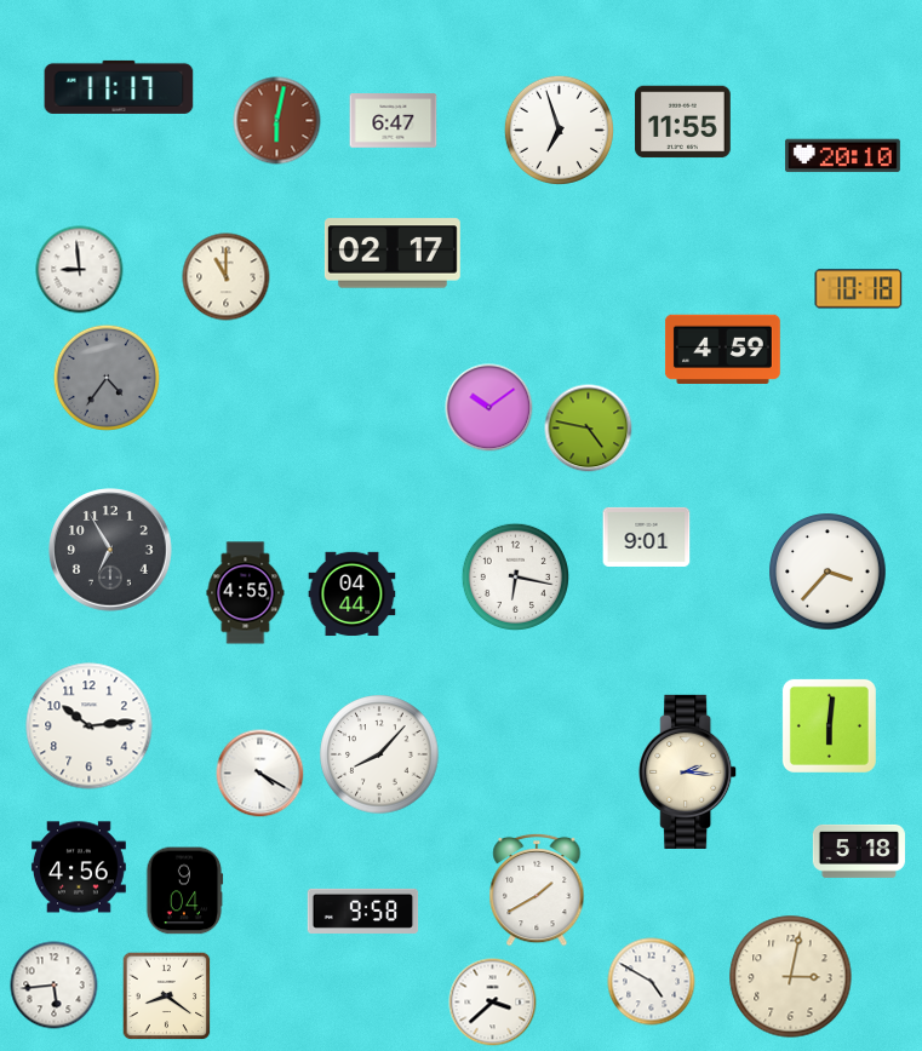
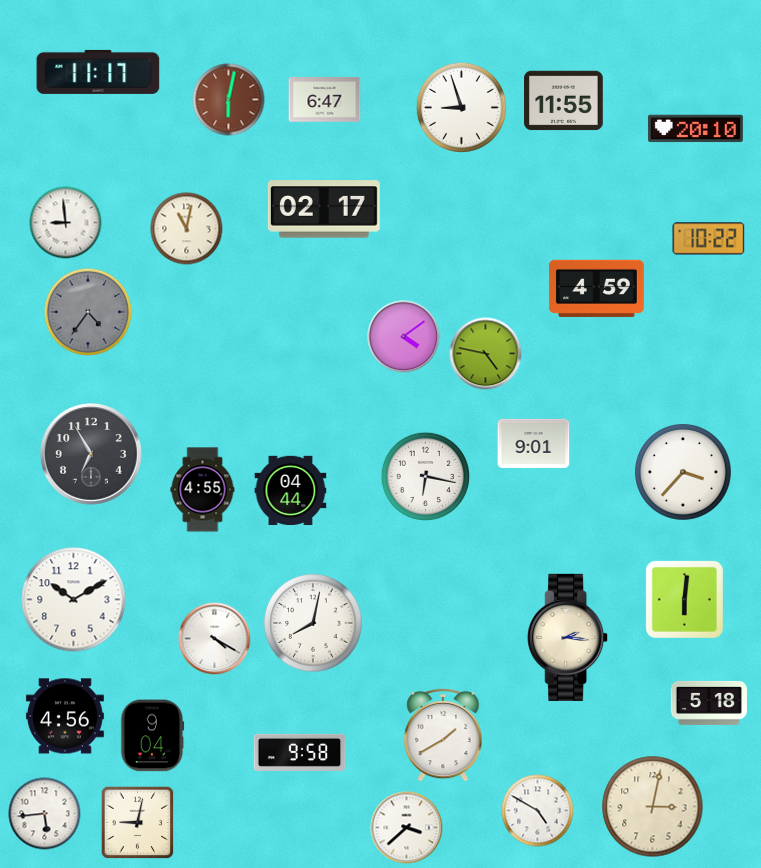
clock at (559, 130): 6:57 -> 8:57
clock at (227, 277): 11:00 -> 11:02
clock at (859, 289): 10:18 -> 10:22
clock at (489, 408): 10:09 -> 4:09
clock at (90, 726): 10:14 -> 10:10
clock at (379, 754): 8:07 -> 8:02
clock at (167, 997): 8:21 -> 9:02
